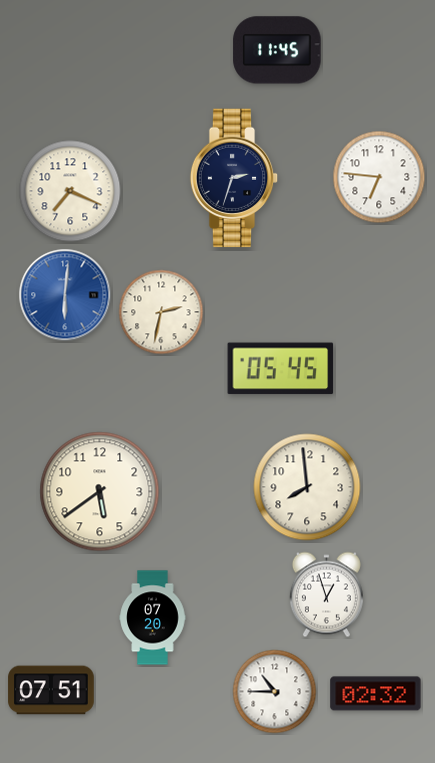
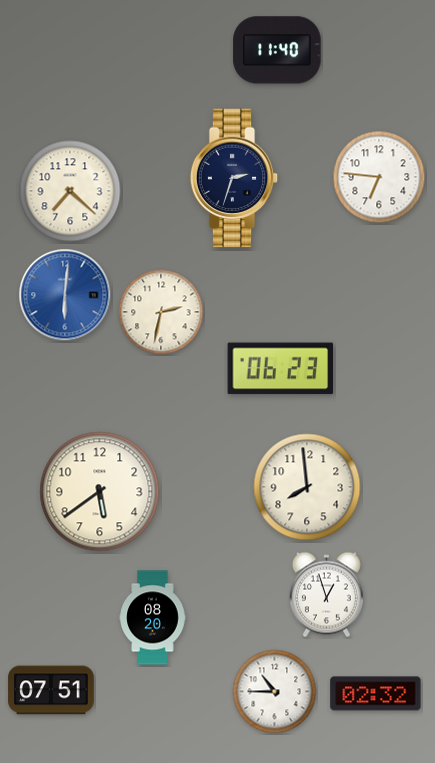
clock at (277, 50): 11:45 -> 11:40
clock at (70, 191): 7:19 -> 7:22
clock at (281, 369): 05:45 -> 06:23
clock at (153, 618): 07:20 -> 08:20
